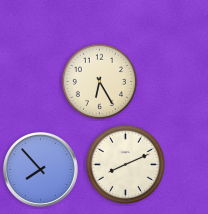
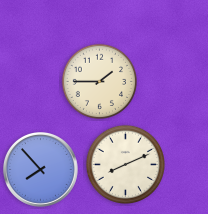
clock at (99, 81): 6:25 -> 1:45
